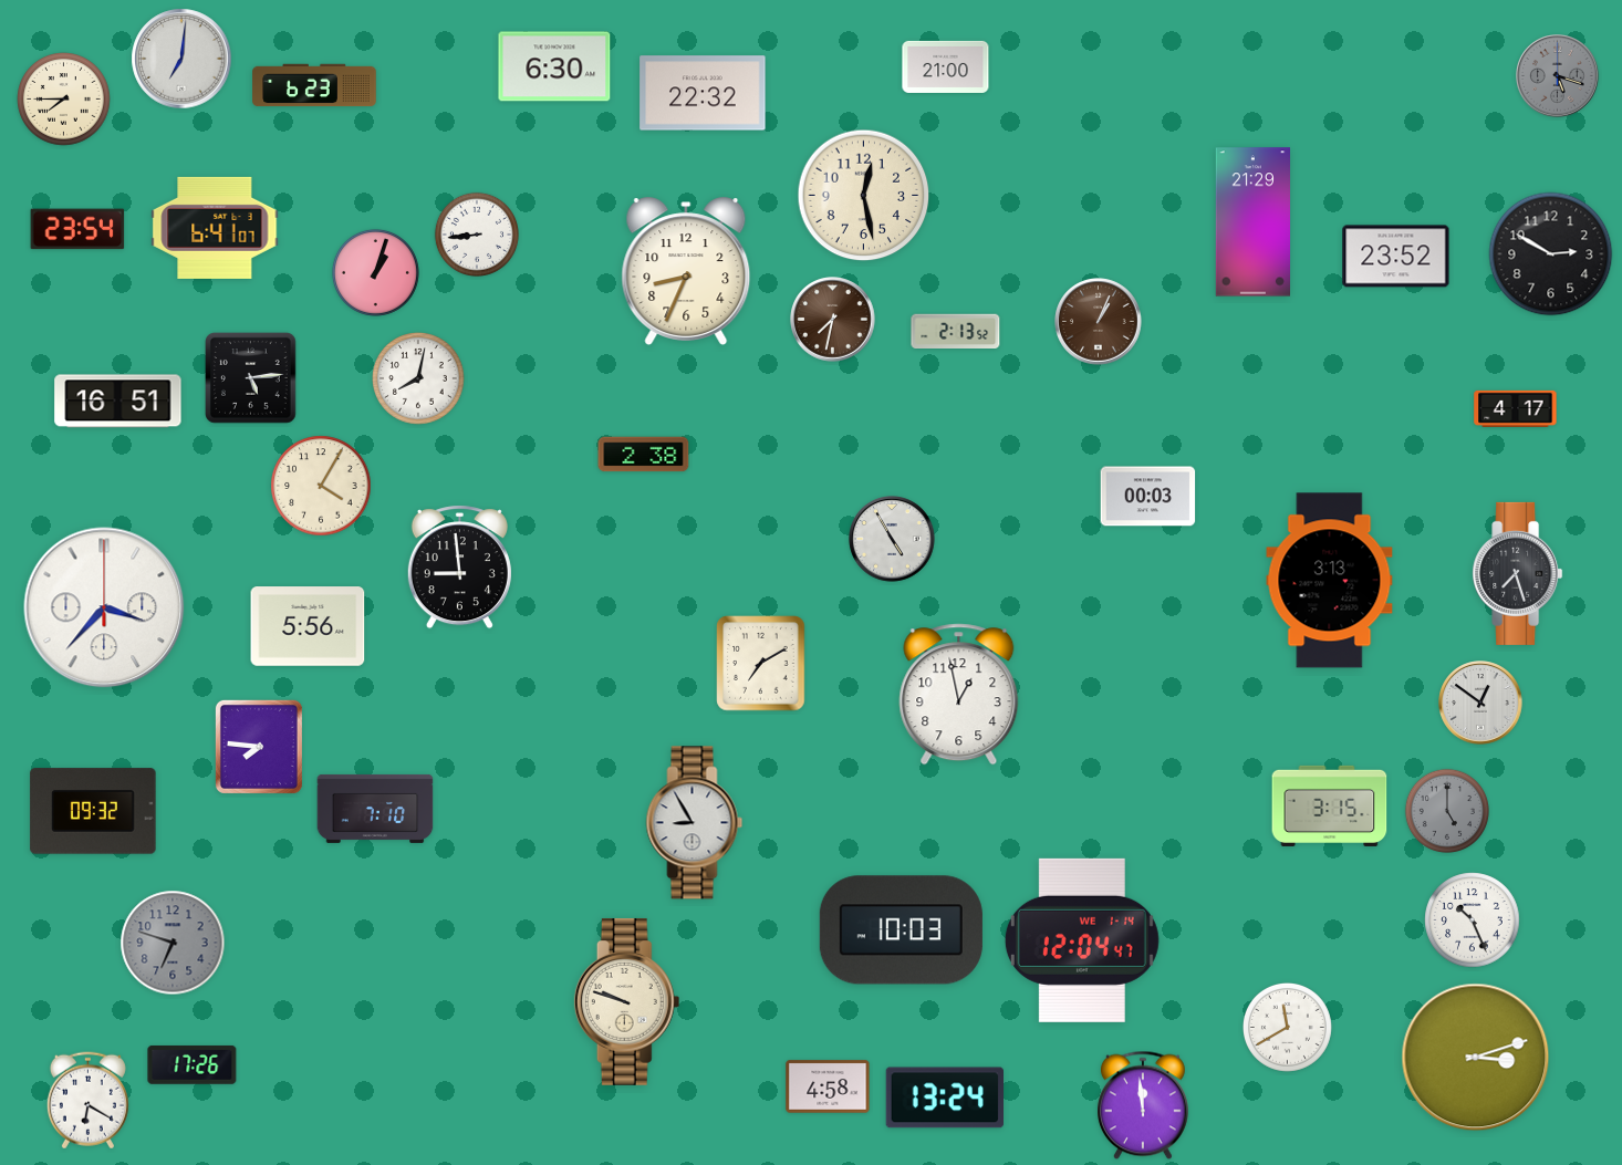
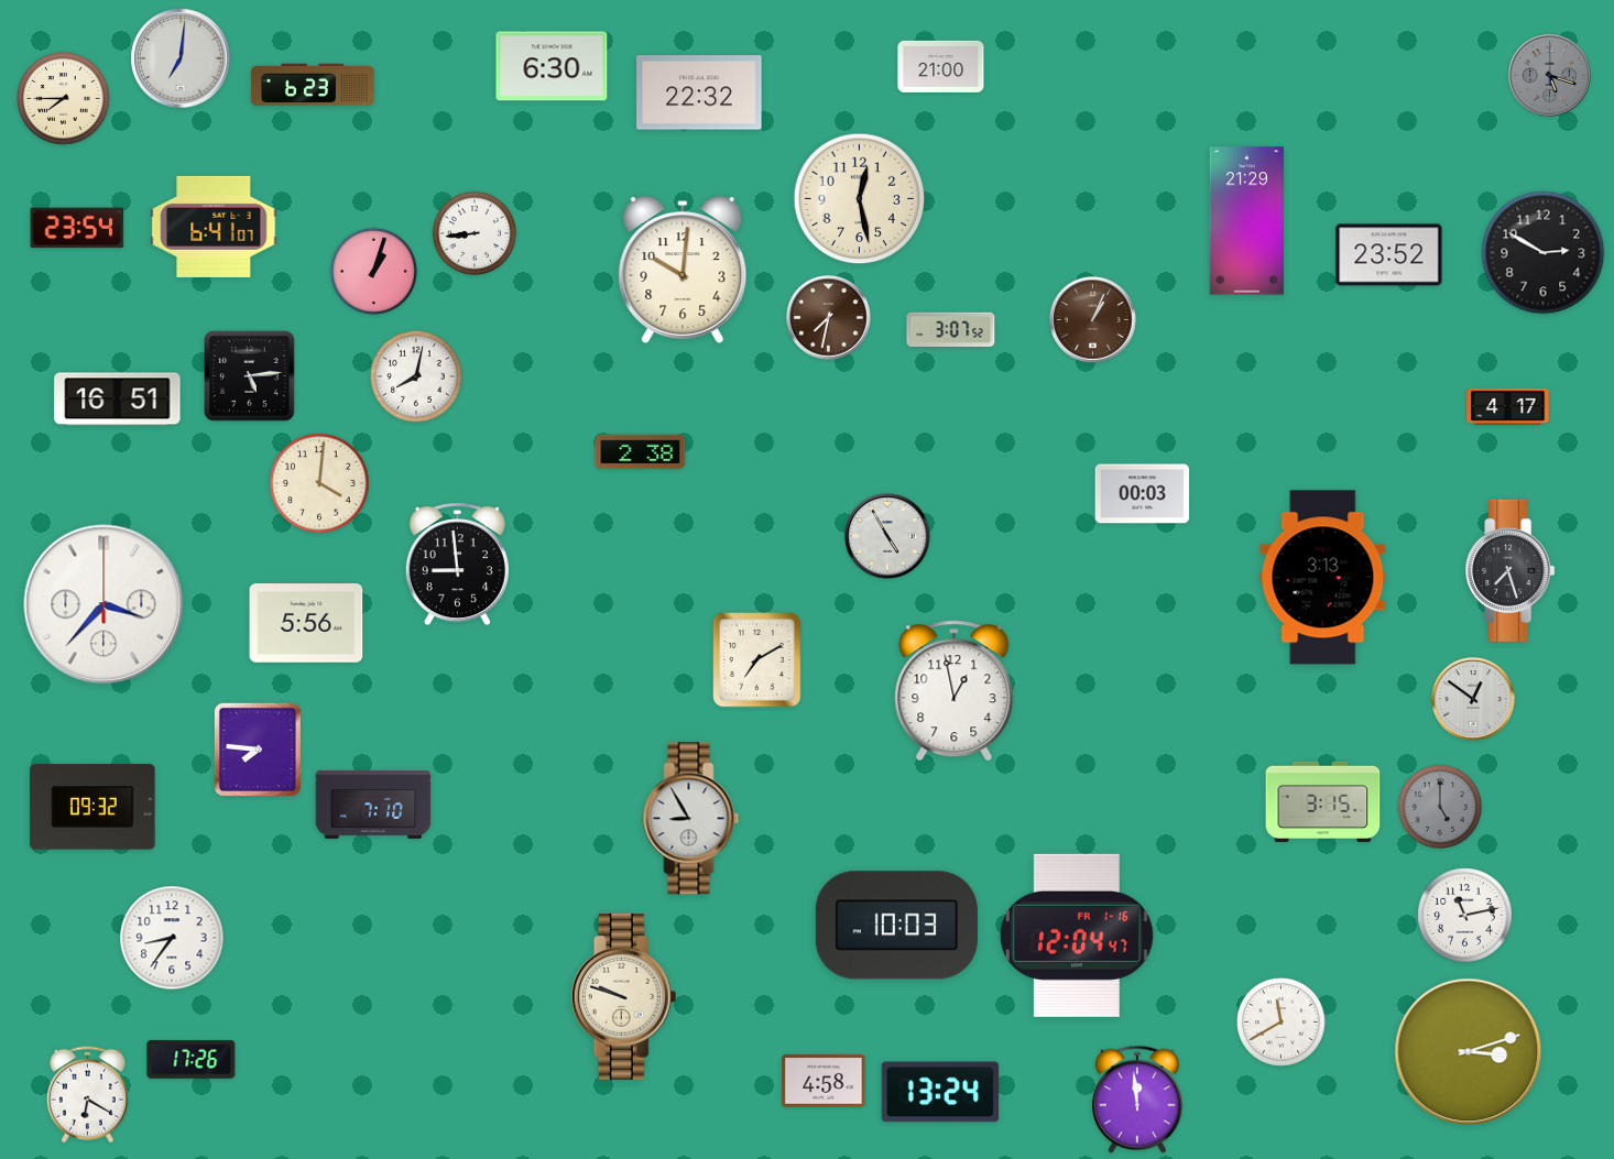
clock at (864, 196) position: (864, 196) -> (860, 199)
clock at (686, 271): 8:34 -> 10:01
clock at (956, 331): 2:13 -> 3:07
clock at (321, 486): 4:05 -> 4:01
clock at (259, 747) position: (259, 747) -> (258, 750)
clock at (1473, 920): 10:26 -> 11:13
clock at (1082, 940) date: WE 1-14 -> FR 1-16
clock at (173, 943): 6:48 -> 8:36
clock at (173, 943) dial: grey -> white
